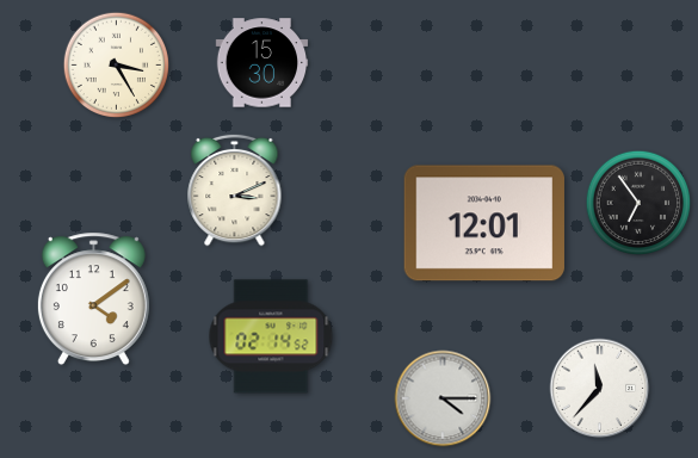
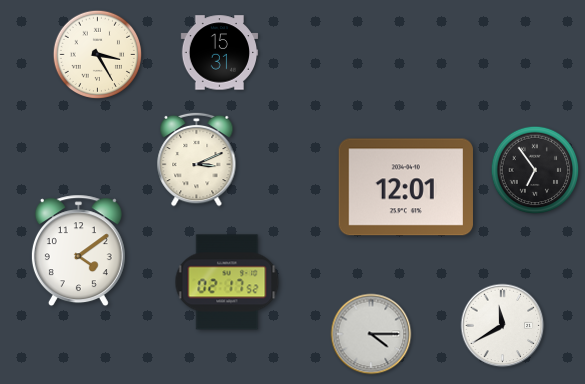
clock at (262, 63): 15:30 -> 15:31
clock at (271, 336): 02:14 -> 02:17
clock at (600, 389): 11:37 -> 11:40
